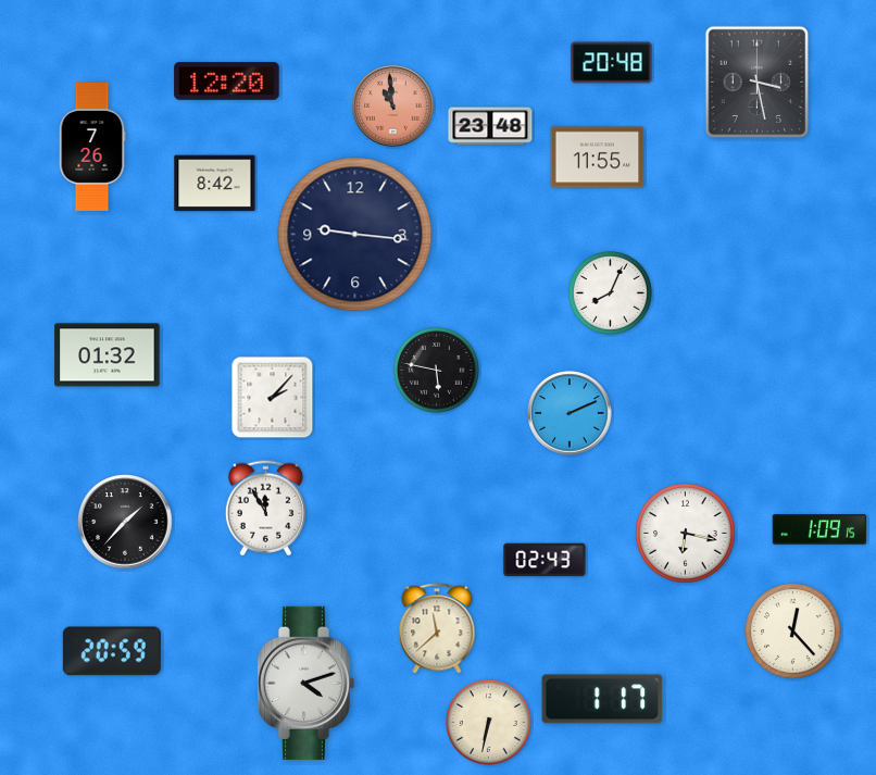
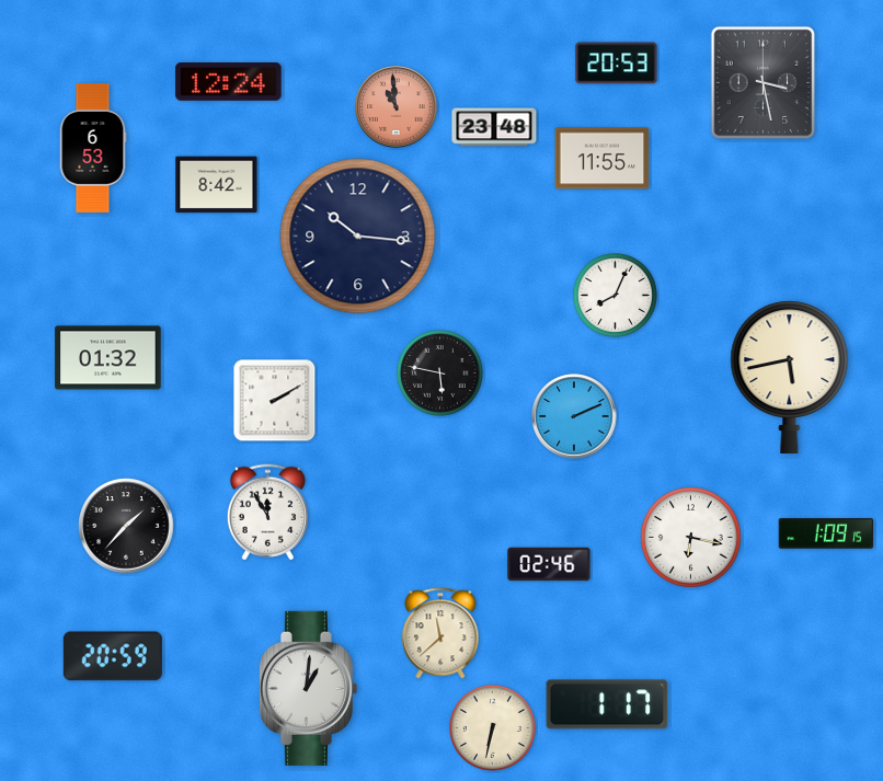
clock at (612, 63): 20:48 -> 20:53
clock at (227, 82): 12:20 -> 12:24
clock at (92, 147): 7:26 -> 6:53
clock at (355, 235): 9:16 -> 10:16
clock at (790, 377): none -> 5:43
clock at (273, 398): 2:07 -> 2:10
clock at (545, 560): 02:43 -> 02:46
clock at (793, 632): 12:23 -> none
clock at (305, 683): 4:12 -> 1:01
